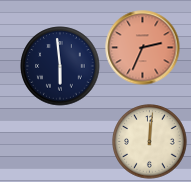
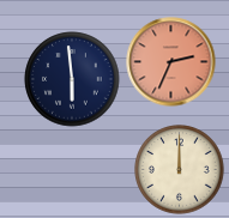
clock at (143, 48) position: (143, 48) -> (171, 62)
clock at (150, 142): 12:01 -> 12:00
